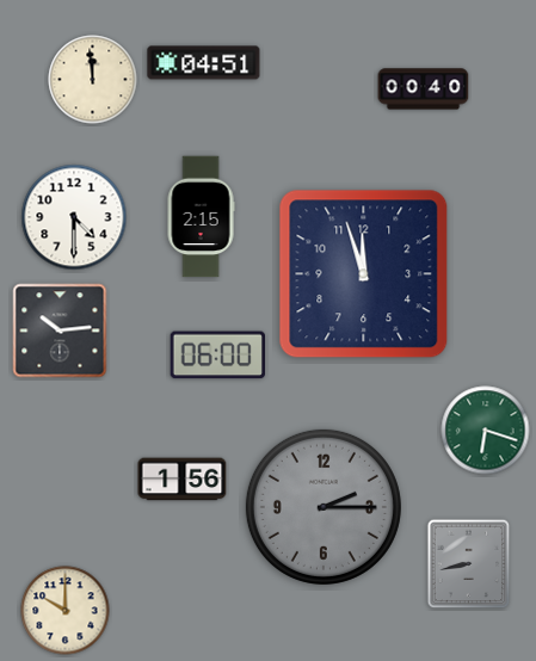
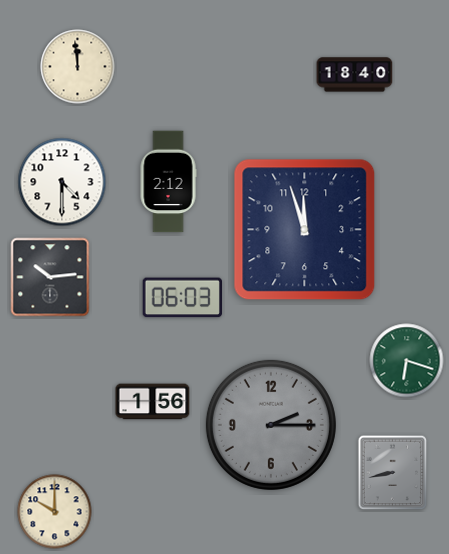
clock at (204, 63): 04:51 -> none
clock at (424, 89): 00:40 -> 18:40
clock at (201, 217): 2:15 -> 2:12
clock at (217, 356): 06:00 -> 06:03
